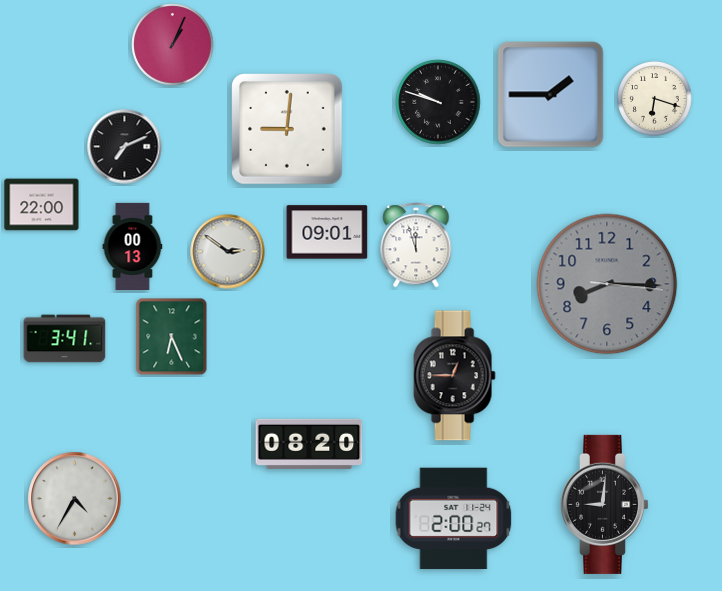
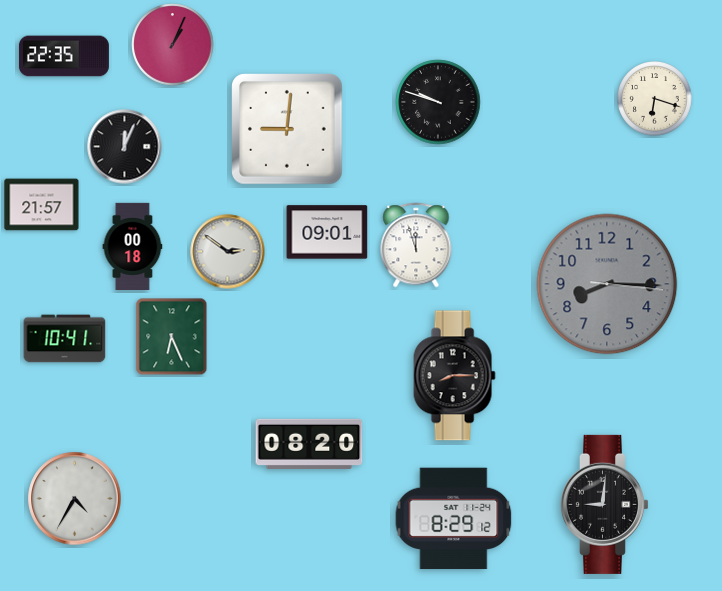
clock at (64, 56): none -> 22:35
clock at (551, 95): 1:45 -> none
clock at (125, 147): 7:11 -> 12:04
clock at (42, 205): 22:00 -> 21:57
clock at (133, 246): 00:13 -> 00:18
clock at (65, 339): 3:41 -> 10:41
clock at (454, 376): 12:45 -> 8:15
clock at (454, 519): 2:00 -> 8:29
